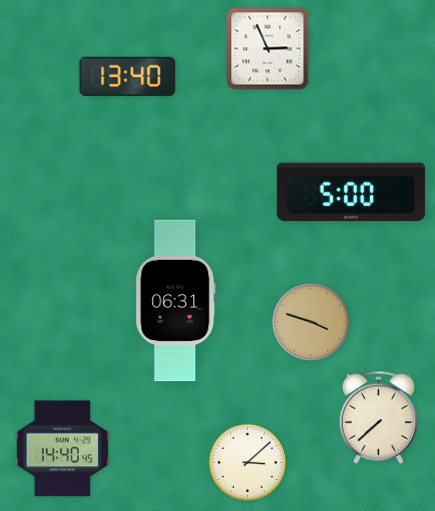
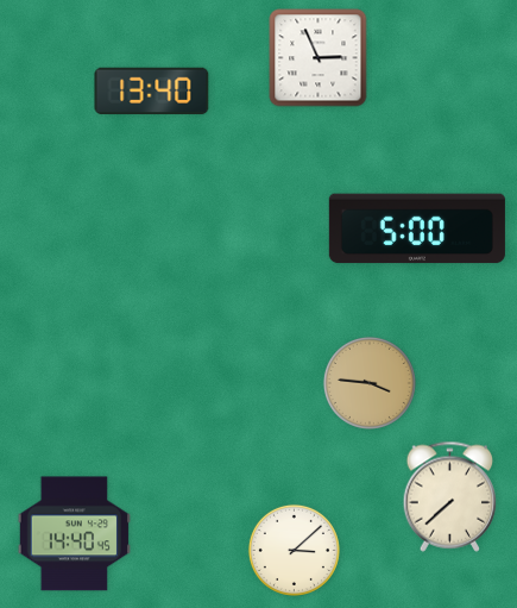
clock at (176, 301): 06:31 -> none
clock at (311, 322): 3:48 -> 3:46
